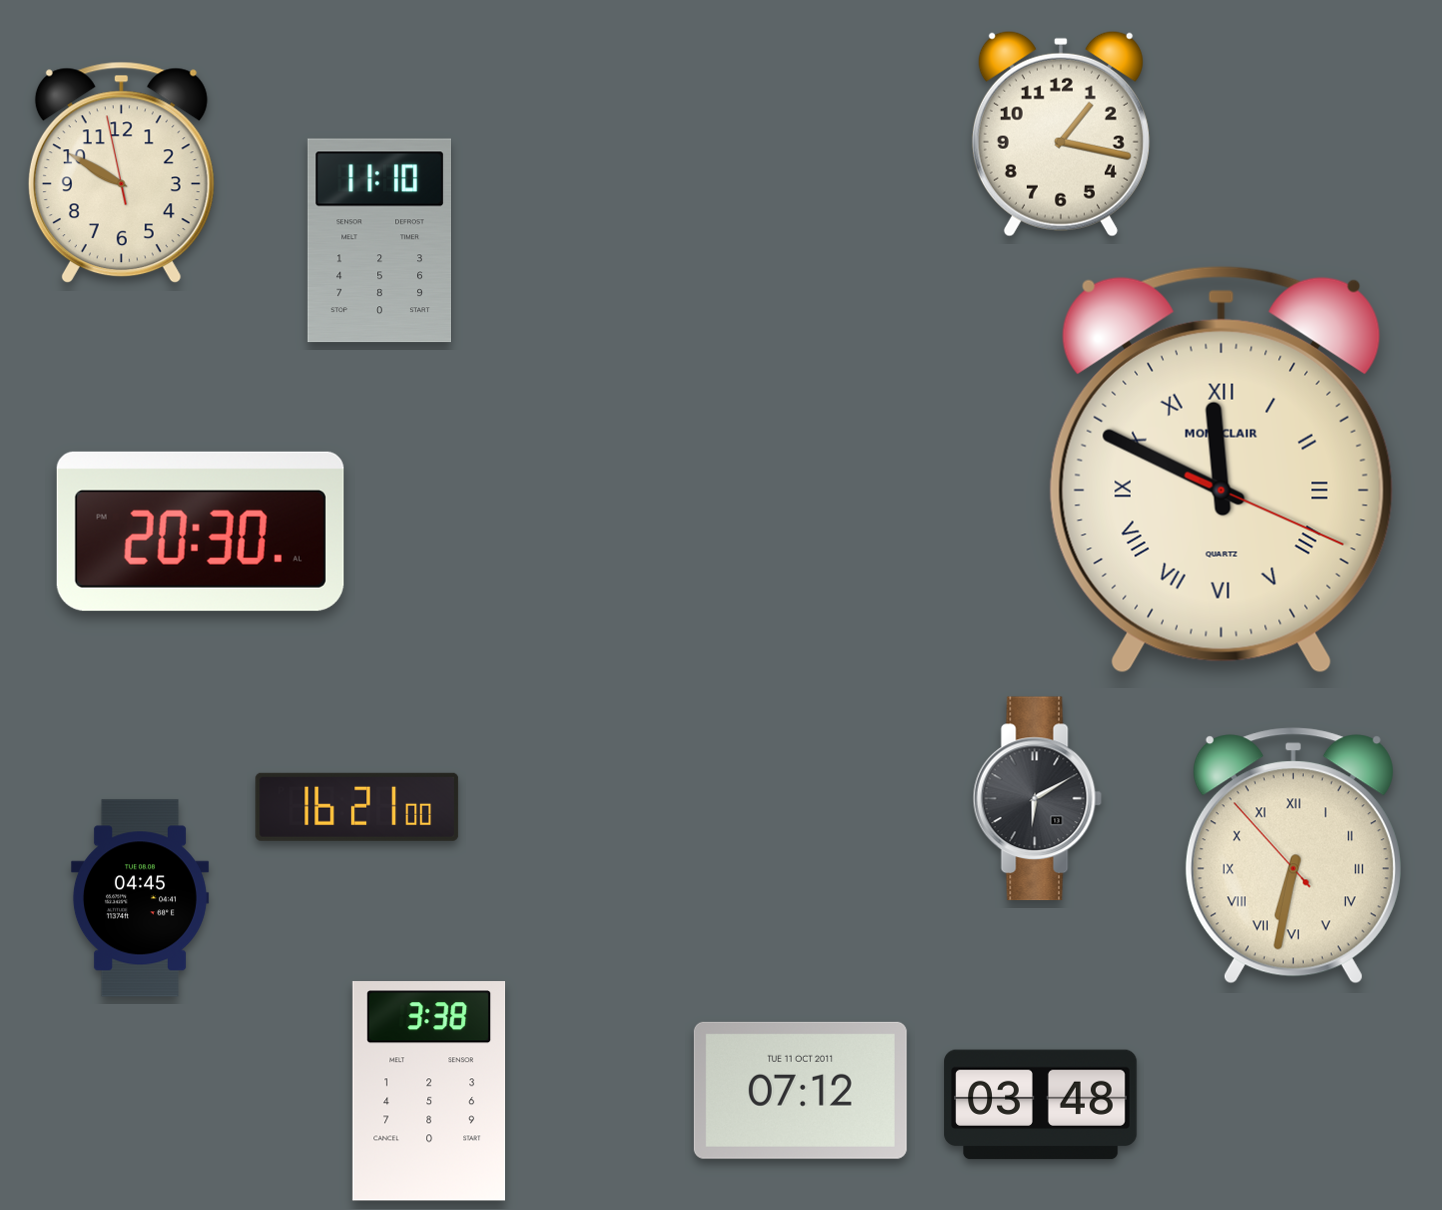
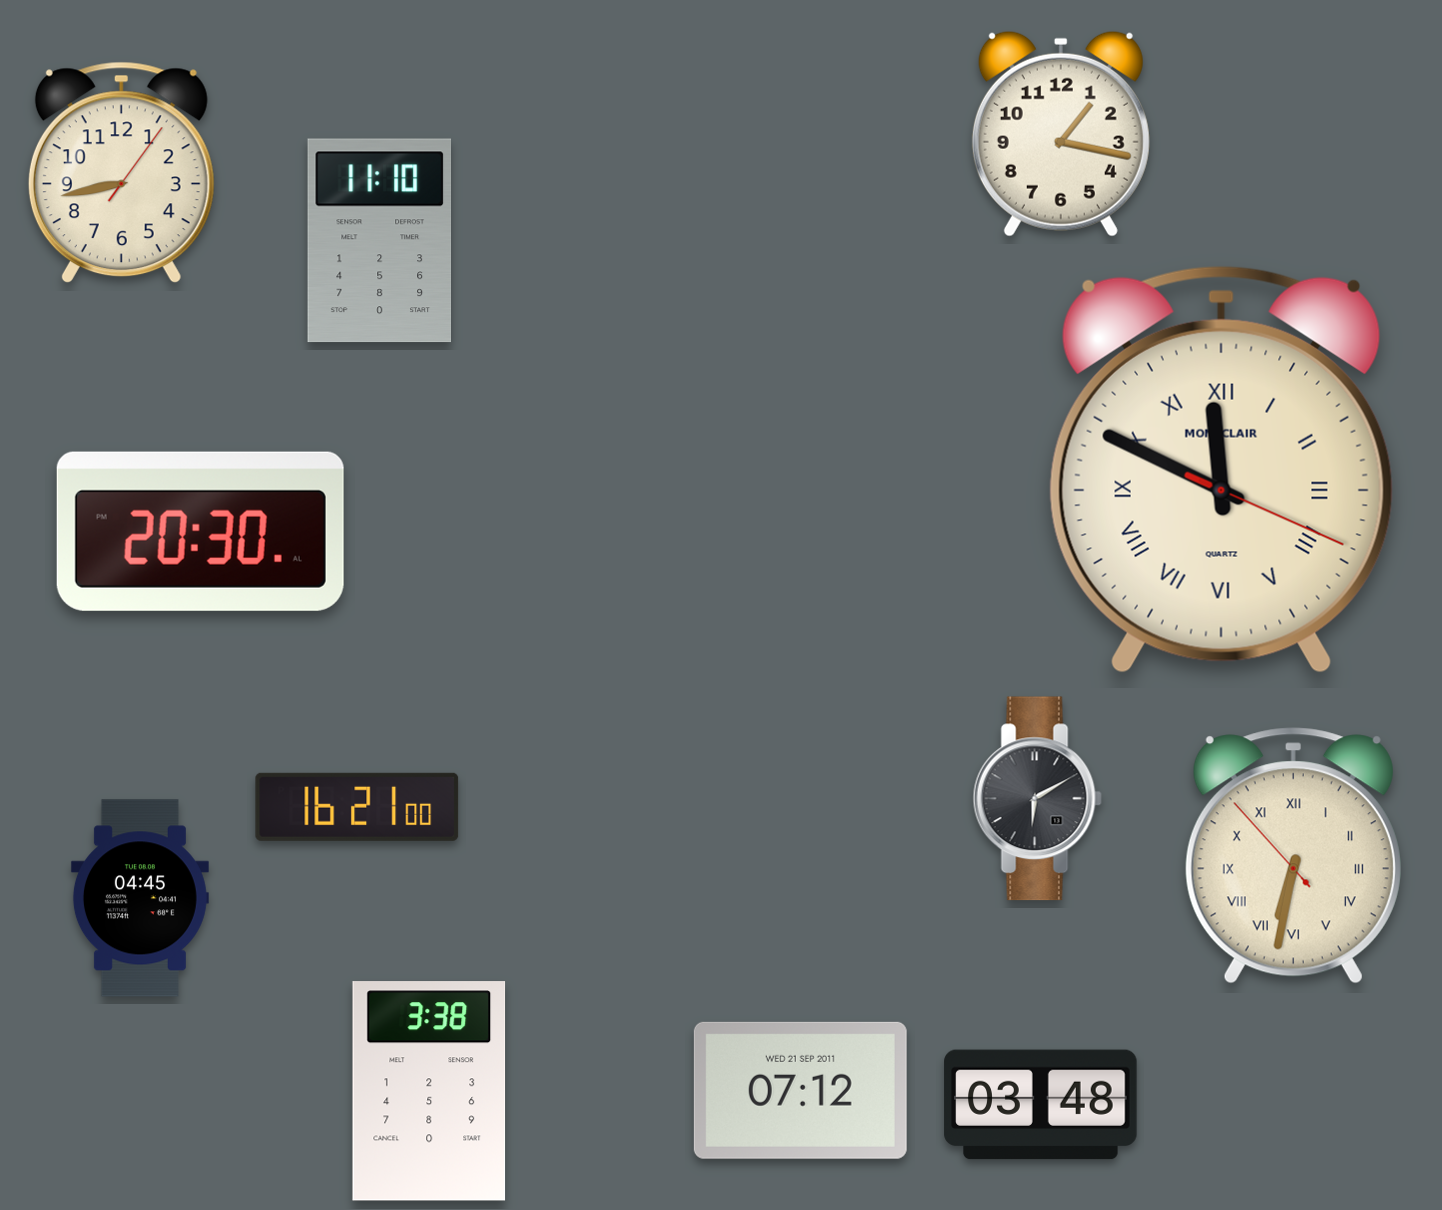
clock at (121, 173): 9:49 -> 8:43
clock at (800, 1090) date: TUE 11 OCT 2011 -> WED 21 SEP 2011
